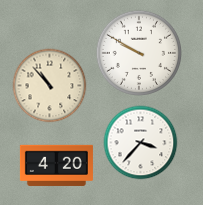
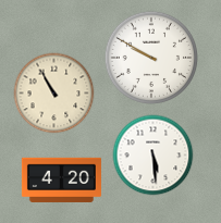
clock at (50, 86): 10:53 -> 10:55
clock at (141, 143): 3:37 -> 5:29
